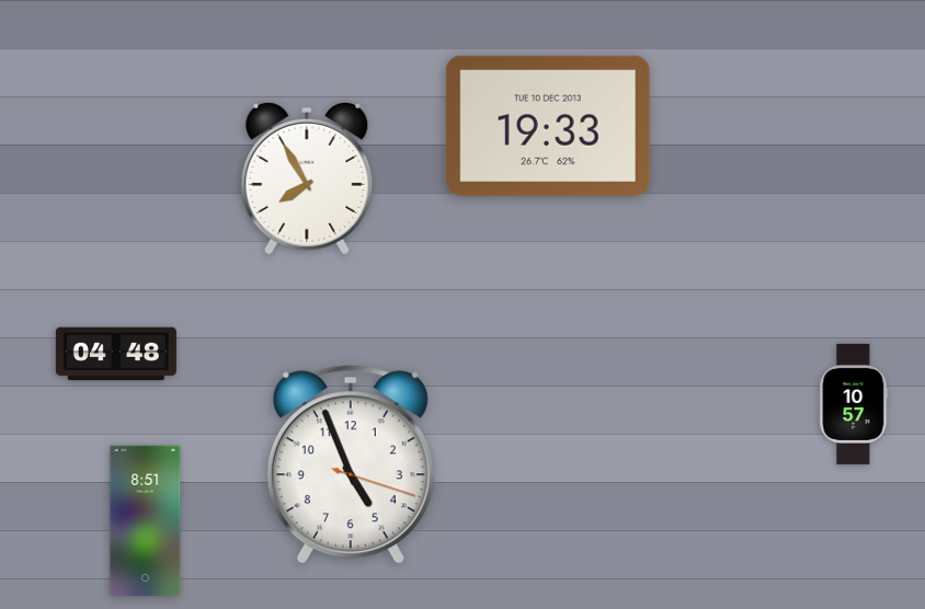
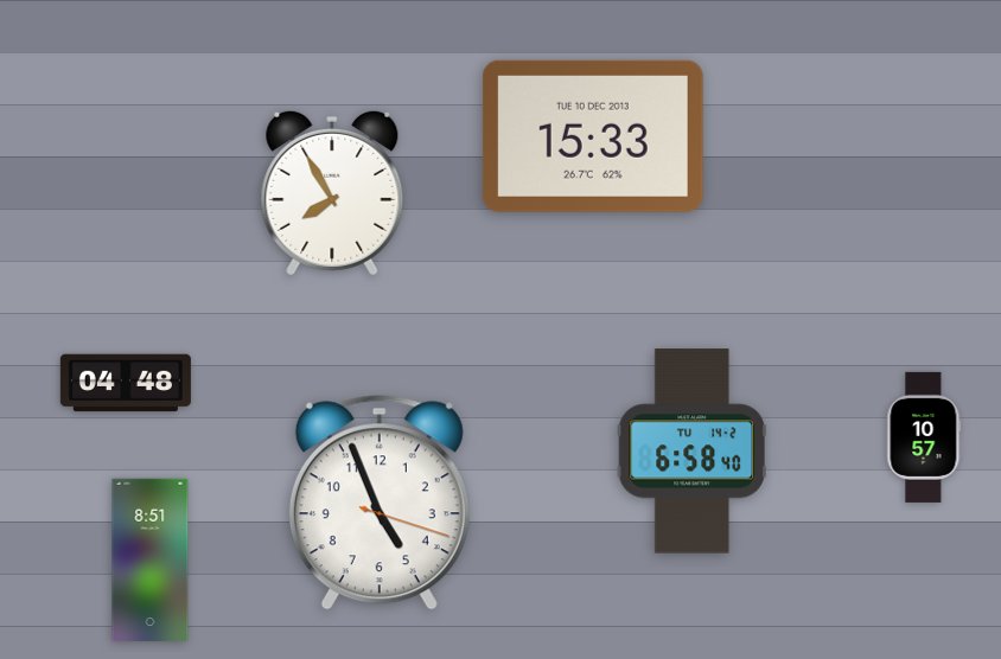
clock at (548, 126): 19:33 -> 15:33
clock at (691, 452): none -> 6:58
clock at (146, 521) position: (146, 521) -> (151, 561)
